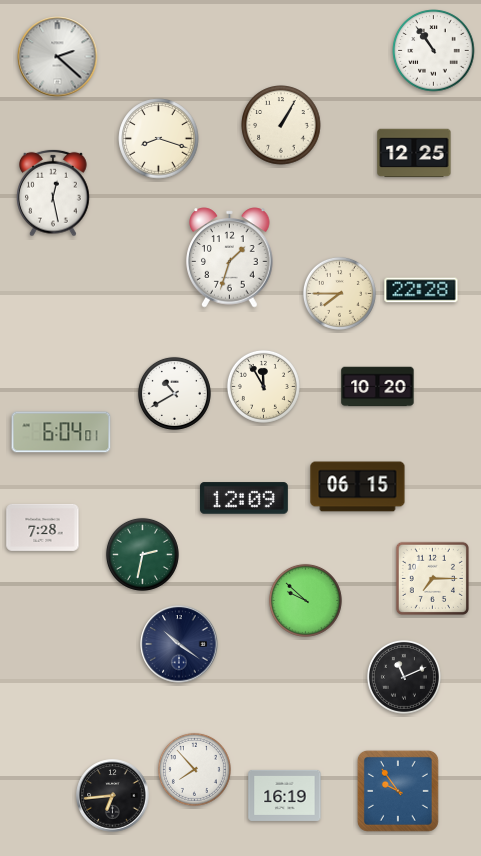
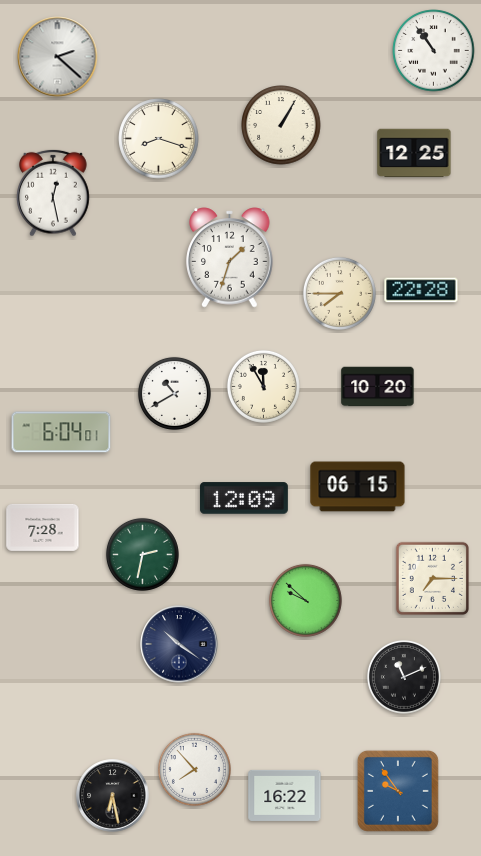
clock at (285, 795): 16:19 -> 16:22
clock at (113, 796): 6:44 -> 6:28
